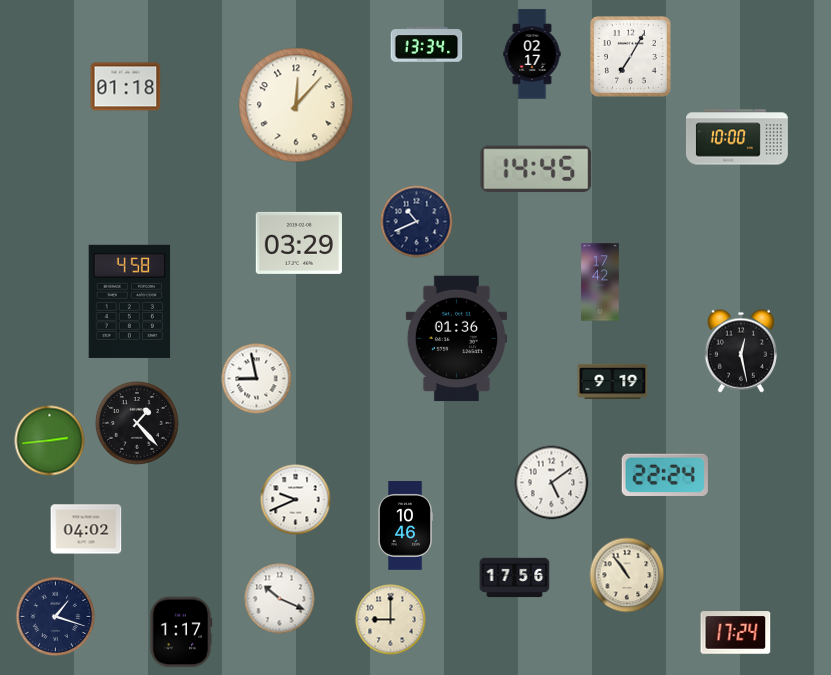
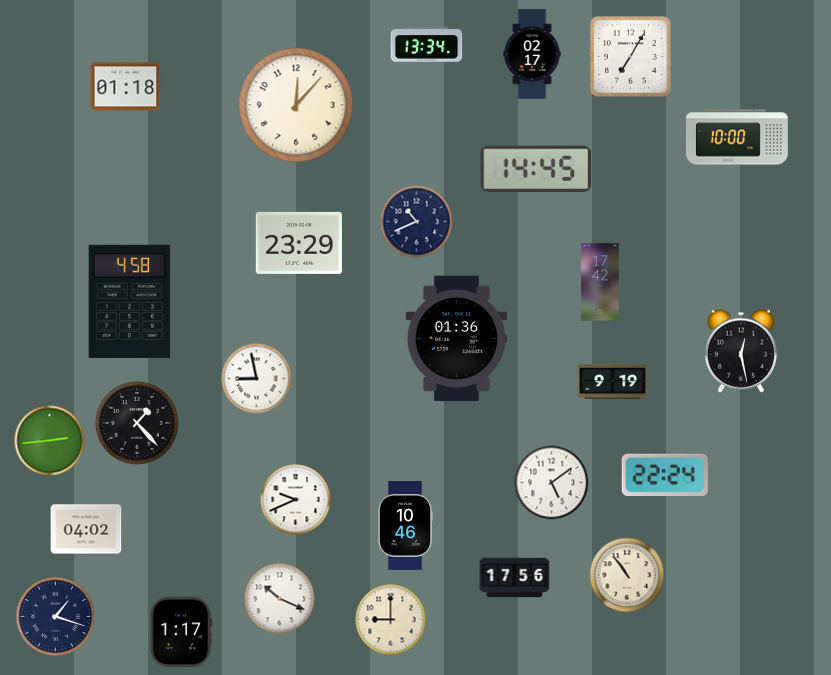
clock at (299, 243): 03:29 -> 23:29
clock at (736, 633): 17:24 -> none
